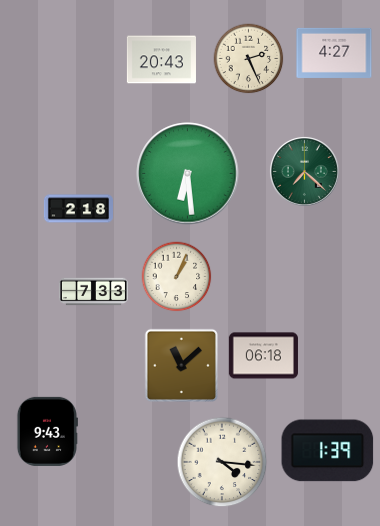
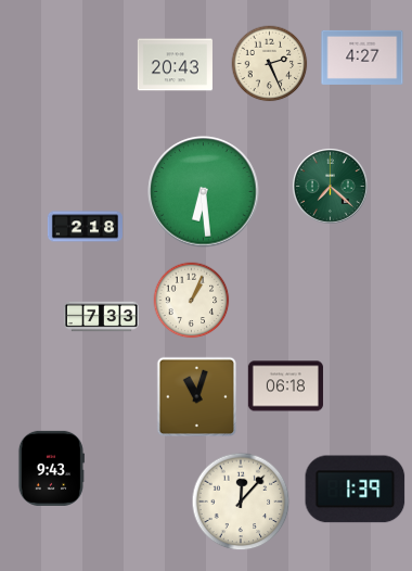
clock at (188, 174) position: (188, 174) -> (204, 192)
clock at (182, 366): 11:08 -> 11:03
clock at (222, 462): 4:16 -> 12:07
